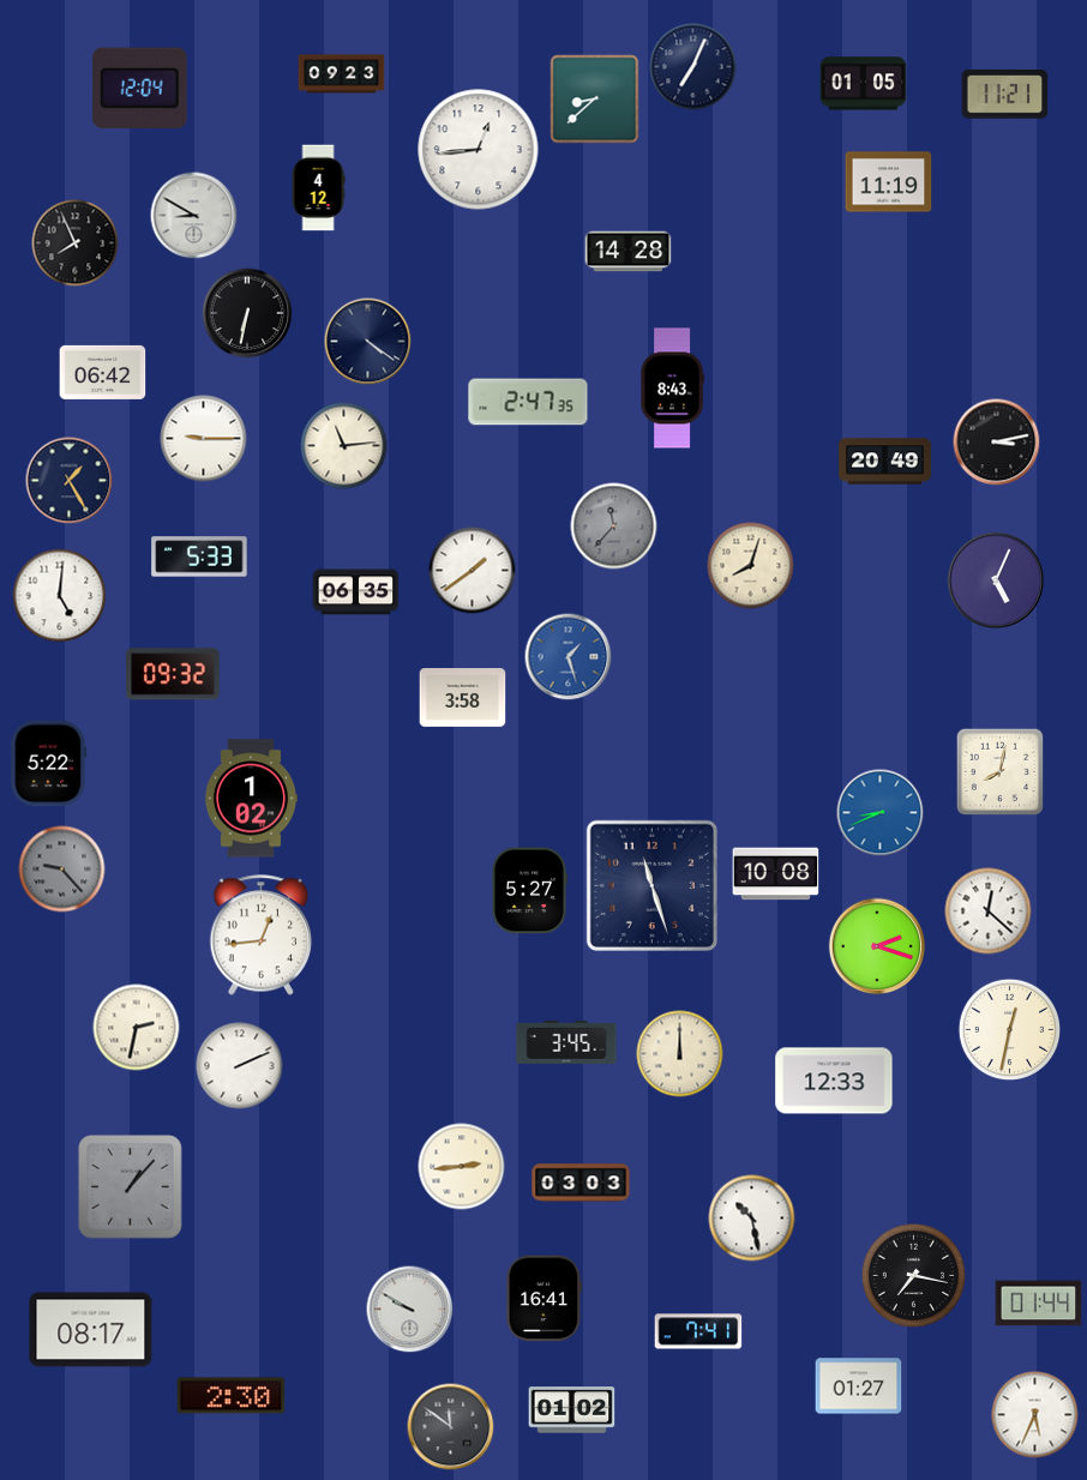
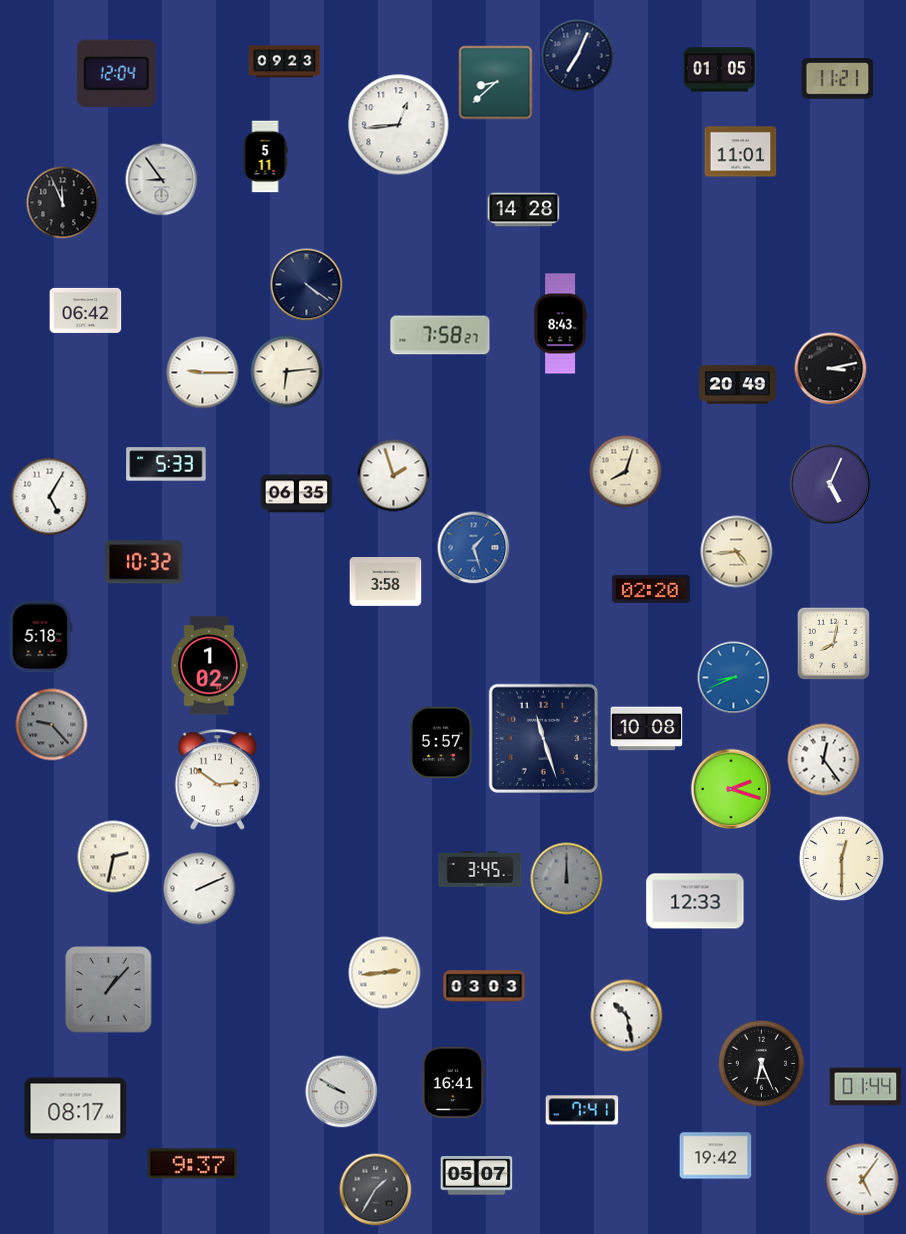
clock at (889, 182): 11:19 -> 11:01
clock at (318, 188): 4:12 -> 5:11
clock at (194, 216): 8:50 -> 8:54
clock at (76, 243): 7:56 -> 11:56
clock at (247, 313): 6:32 -> none
clock at (528, 402): 2:47 -> 7:58
clock at (204, 439) position: (204, 439) -> (203, 373)
clock at (344, 446): 11:14 -> 6:14
clock at (70, 481): 1:25 -> none
clock at (614, 527): 11:37 -> none
clock at (473, 571): 1:39 -> 1:57
clock at (60, 596): 5:01 -> 5:05
clock at (737, 552): none -> 4:44
clock at (174, 674): 09:32 -> 10:32
clock at (651, 589): none -> 02:20
clock at (49, 764): 5:22 -> 5:18
clock at (529, 891): 5:27 -> 5:57
clock at (989, 912): 12:22 -> 12:24
clock at (262, 935): 12:44 -> 2:51
clock at (1010, 1030): 12:32 -> 12:30
clock at (566, 1042) position: (566, 1042) -> (480, 869)
clock at (680, 1054) dial: cream -> grey
clock at (913, 1275): 7:17 -> 6:26
clock at (859, 1386): 01:27 -> 19:42
clock at (232, 1396): 2:30 -> 9:37
clock at (572, 1410): 01:02 -> 05:07
clock at (1035, 1415): 5:34 -> 5:06
clock at (451, 1427): 11:51 -> 1:35
